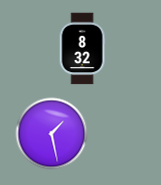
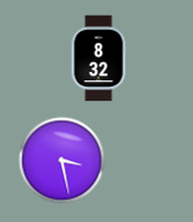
clock at (52, 134): 1:28 -> 3:28
